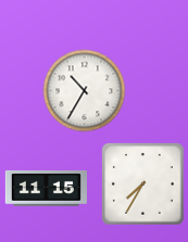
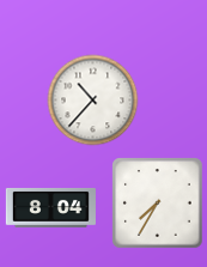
clock at (85, 91): 10:35 -> 10:37
clock at (46, 189): 11:15 -> 8:04
